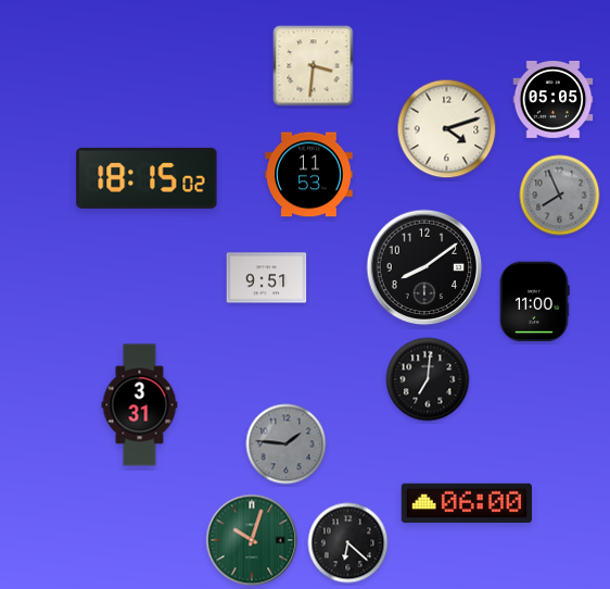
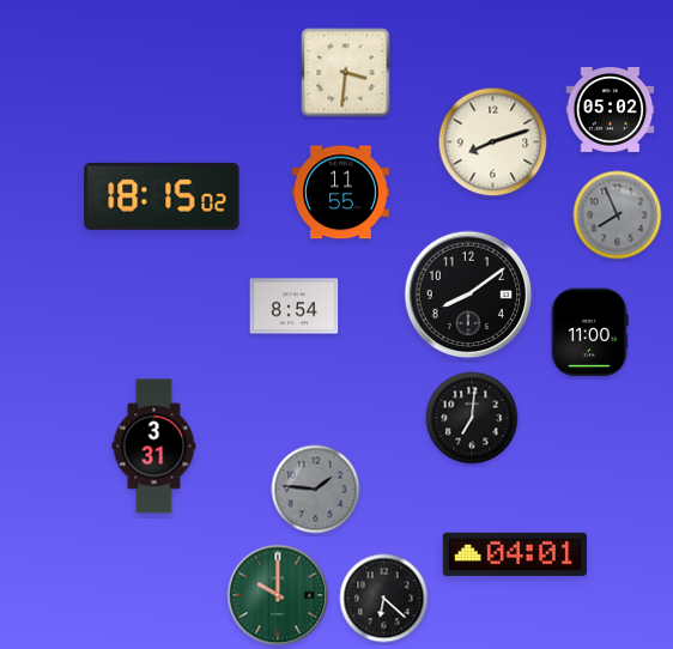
clock at (554, 99): 05:05 -> 05:02
clock at (447, 129): 4:12 -> 8:12
clock at (309, 175): 11:53 -> 11:55
clock at (267, 278): 9:51 -> 8:54
clock at (467, 503): 06:00 -> 04:01
clock at (252, 540): 10:03 -> 10:00
